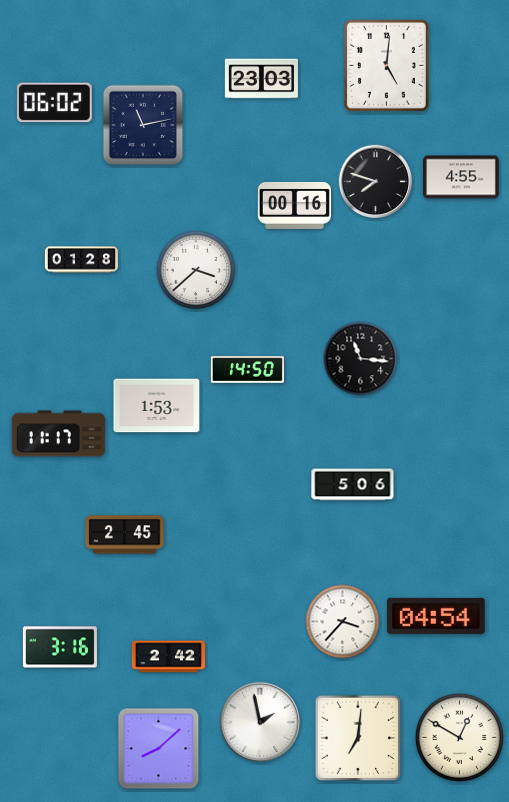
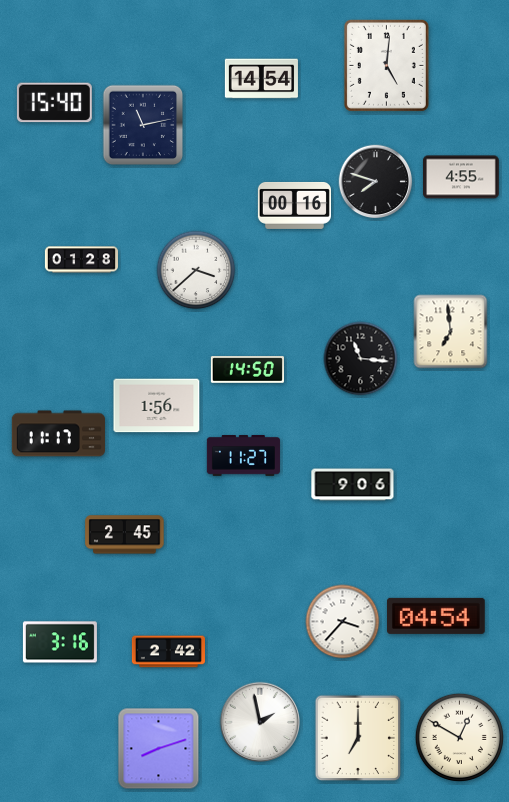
clock at (261, 79): 23:03 -> 14:54
clock at (54, 103): 06:02 -> 15:40
clock at (451, 332): none -> 6:59
clock at (157, 406): 1:53 -> 1:56
clock at (243, 456): none -> 11:27
clock at (353, 485): 5:06 -> 9:06
clock at (60, 647) position: (60, 647) -> (60, 642)
clock at (168, 657) position: (168, 657) -> (168, 652)
clock at (358, 738): 7:01 -> 7:00
clock at (159, 749): 8:08 -> 8:12
